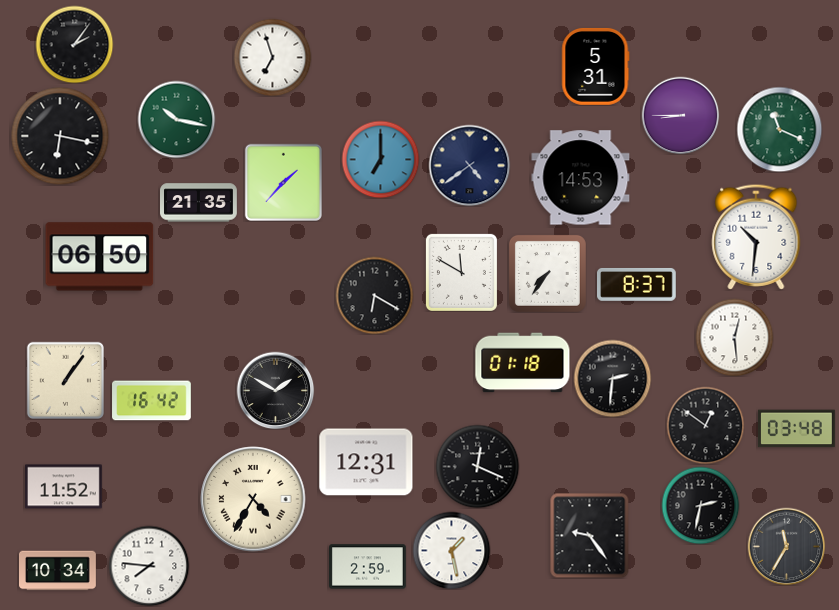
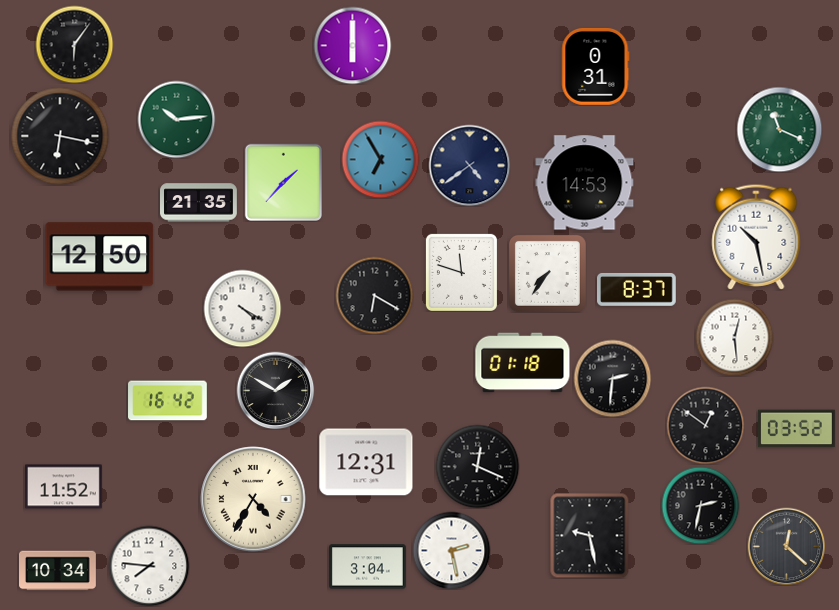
clock at (74, 44): 2:06 -> 6:06
clock at (352, 45): none -> 6:00
clock at (272, 57): 6:57 -> none
clock at (596, 66): 5:31 -> 0:31
clock at (680, 115): 8:45 -> none
clock at (176, 119): 10:17 -> 10:14
clock at (380, 159): 7:00 -> 6:55
clock at (581, 178) position: (581, 178) -> (585, 183)
clock at (756, 237): 10:31 -> 10:28
clock at (100, 257): 06:50 -> 12:50
clock at (461, 272): 11:50 -> 11:48
clock at (637, 284) position: (637, 284) -> (637, 289)
clock at (242, 308): none -> 4:20
clock at (65, 380): 1:06 -> none
clock at (152, 401) position: (152, 401) -> (168, 401)
clock at (796, 429): 03:48 -> 03:52
clock at (590, 535): 9:24 -> 9:28
clock at (786, 546): 11:35 -> 12:22
clock at (451, 550): 1:28 -> 2:28
clock at (368, 567): 2:59 -> 3:04
